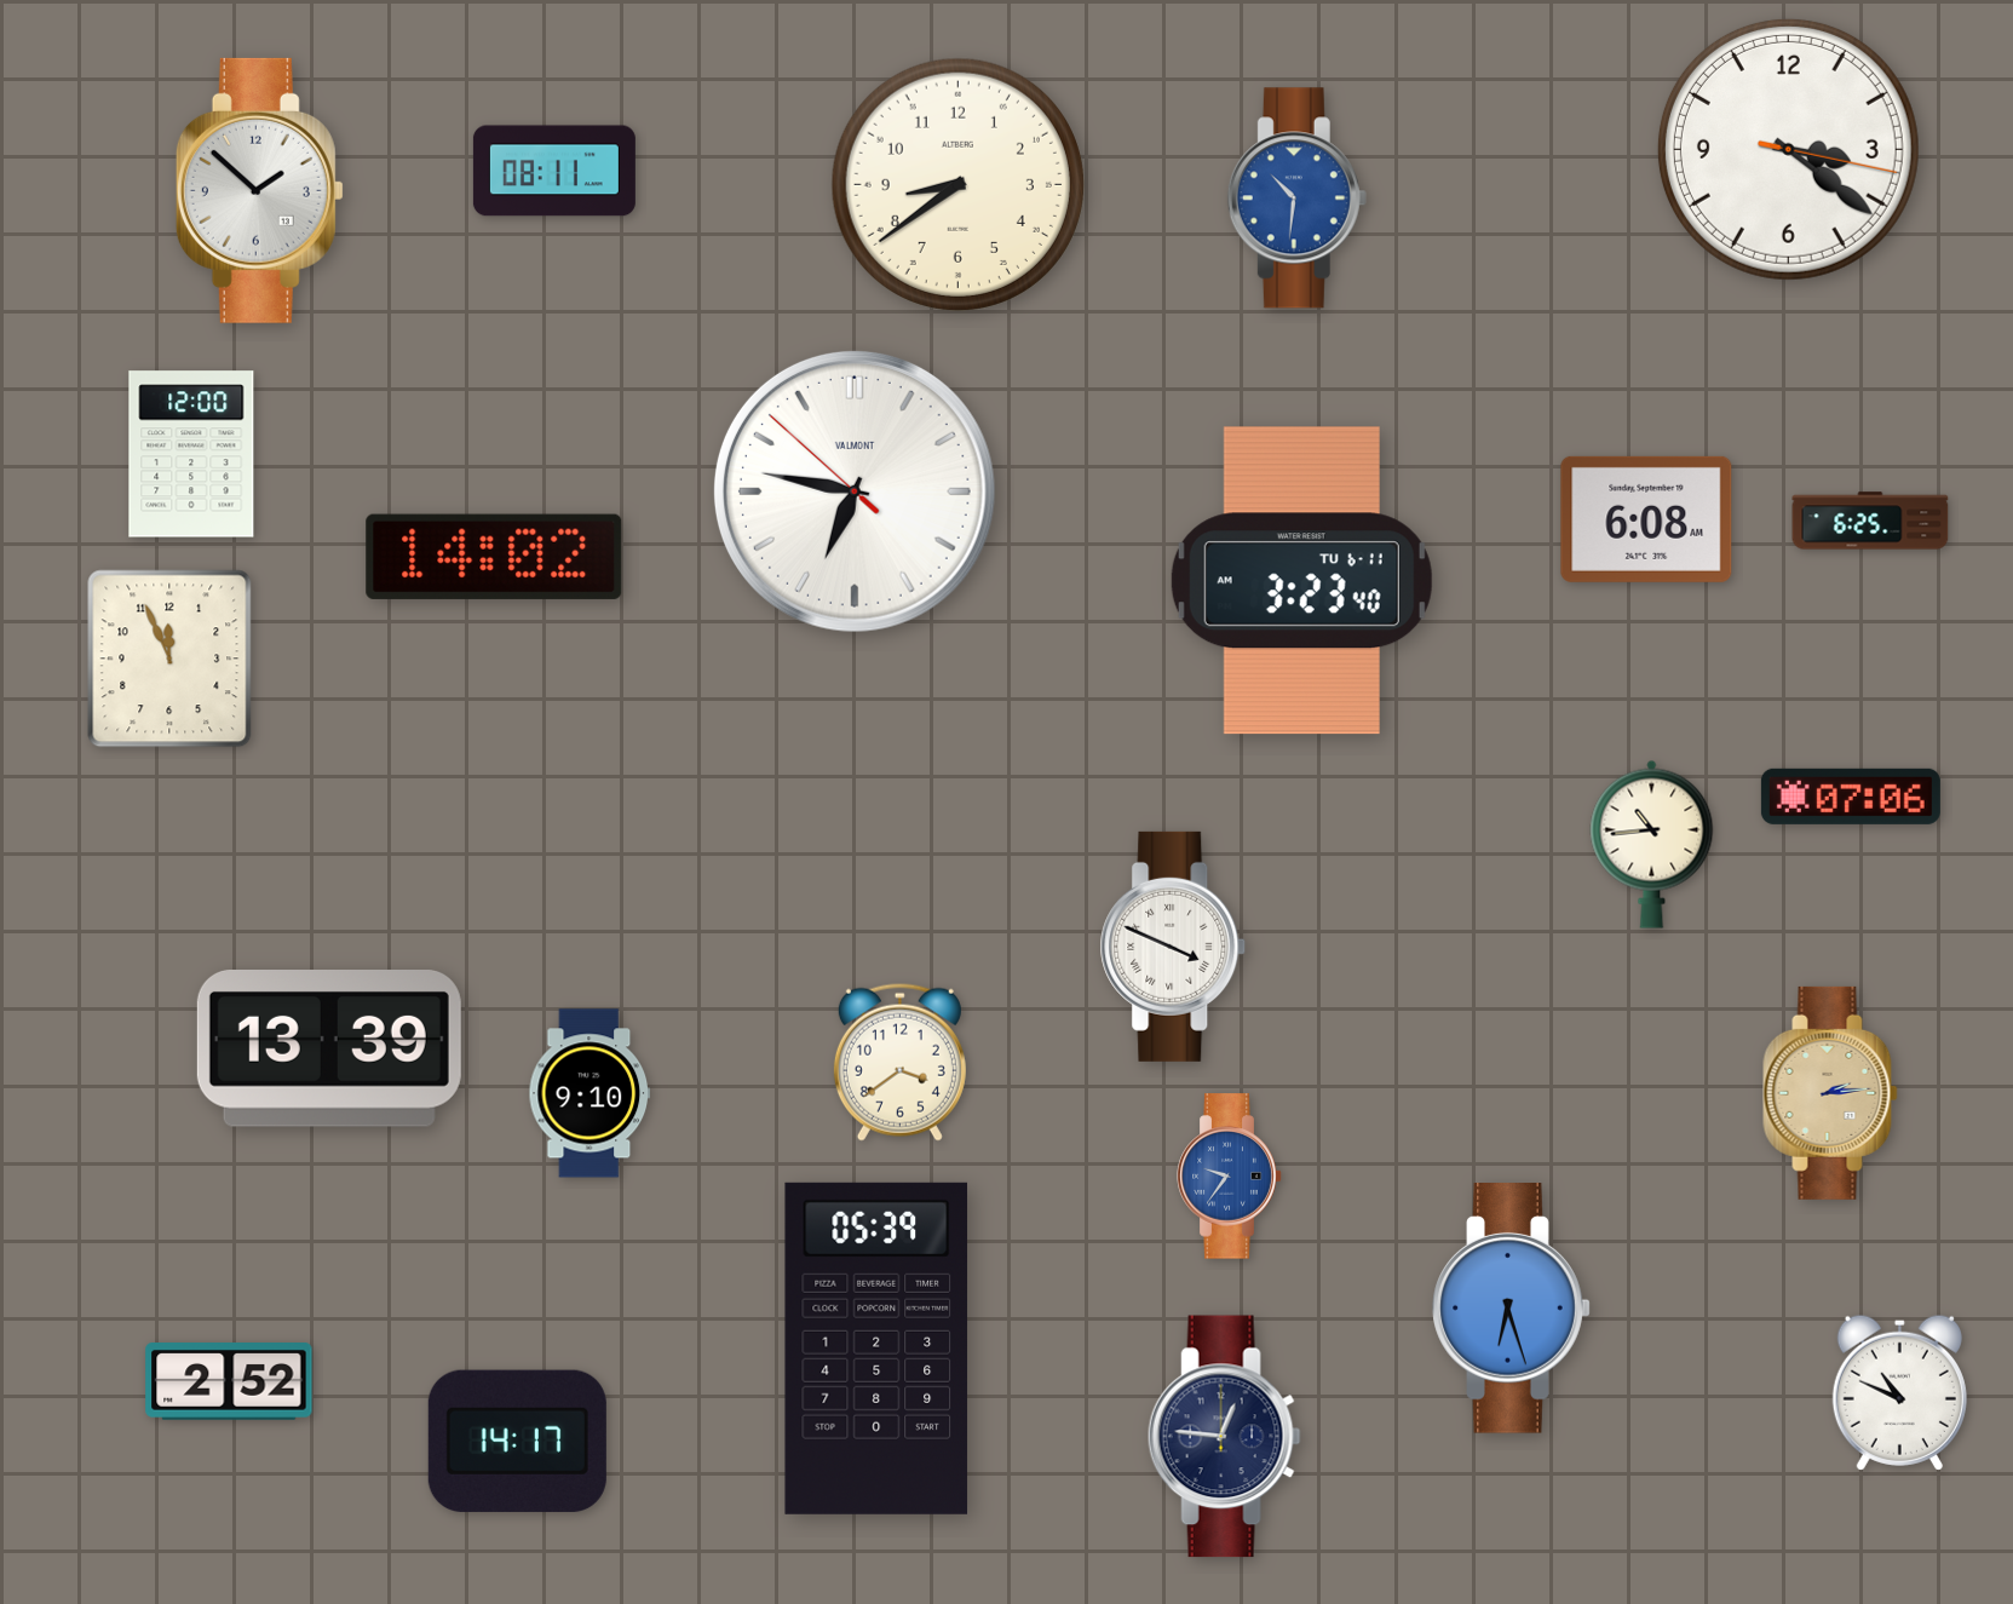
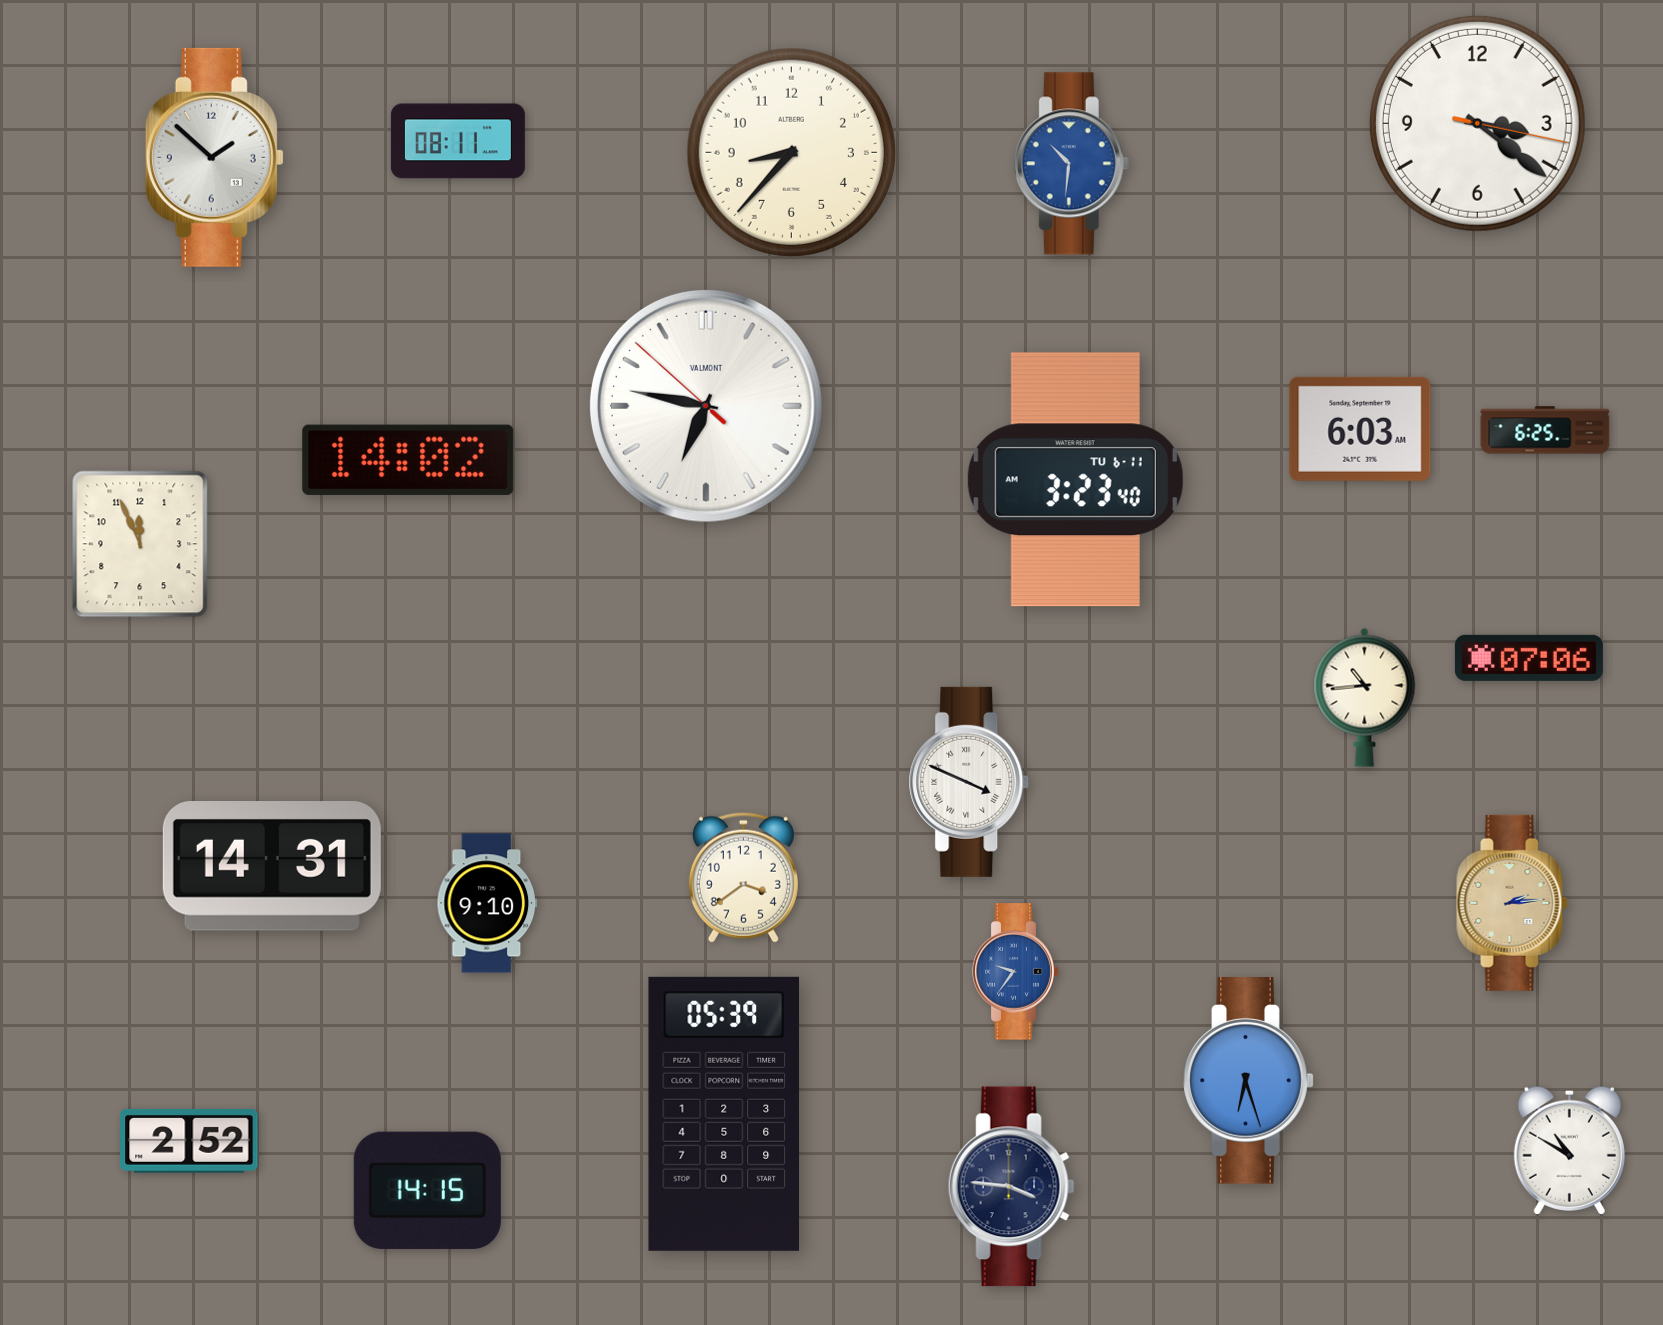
clock at (957, 184): 8:39 -> 8:37
clock at (191, 454): 12:00 -> none
clock at (1646, 519): 6:08 -> 6:03
clock at (329, 1050): 13:39 -> 14:31
clock at (1899, 1392): 10:49 -> 10:50
clock at (1224, 1437): 12:46 -> 3:46
clock at (517, 1441): 14:17 -> 14:15
